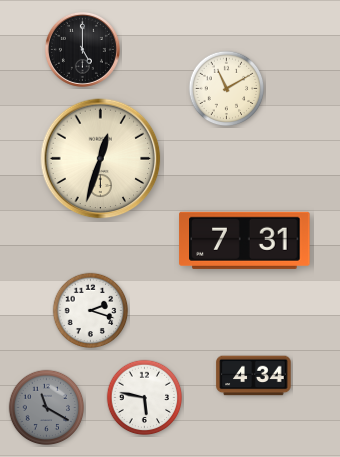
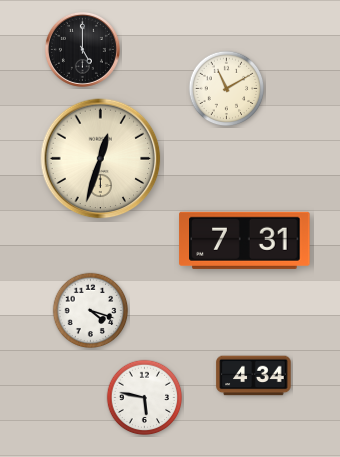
clock at (91, 311): 2:18 -> 4:18
clock at (47, 408): 11:20 -> none
